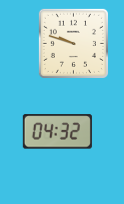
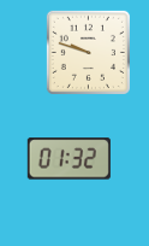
clock at (57, 132): 04:32 -> 01:32
